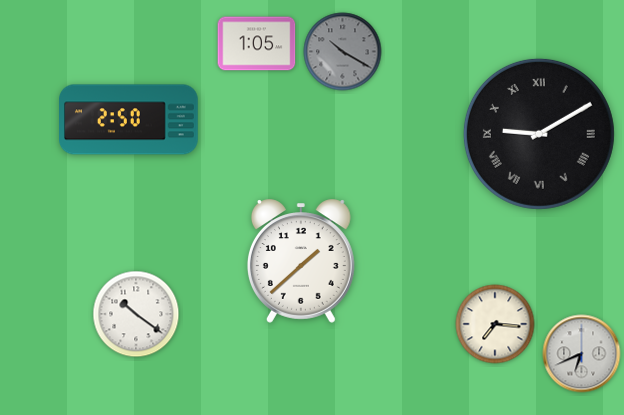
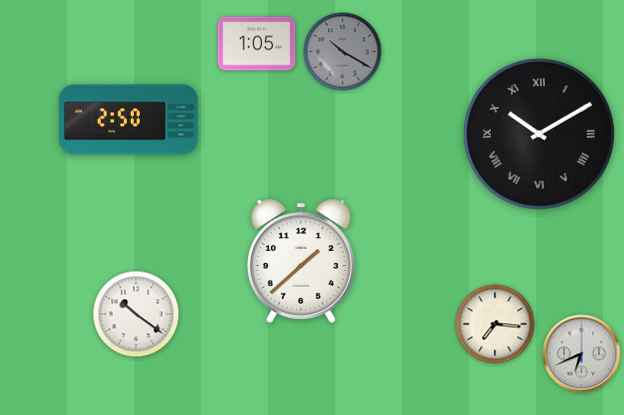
clock at (539, 134): 9:10 -> 10:10
